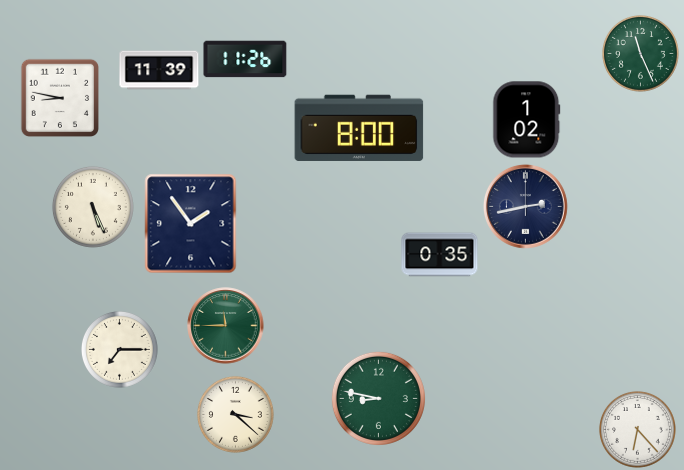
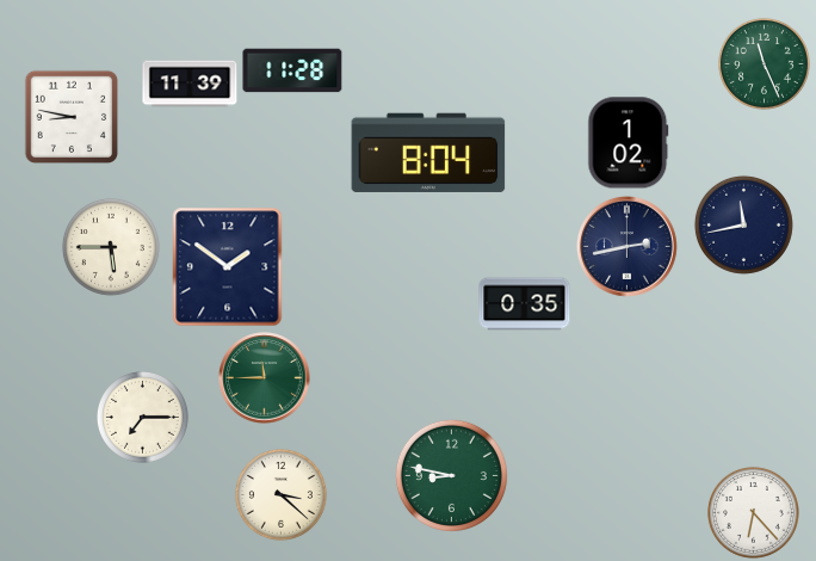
clock at (245, 59): 11:26 -> 11:28
clock at (359, 128): 8:00 -> 8:04
clock at (743, 224): none -> 11:43
clock at (93, 207): 5:26 -> 5:45
clock at (191, 224): 1:54 -> 1:51
clock at (226, 326) position: (226, 326) -> (265, 378)
clock at (637, 429) position: (637, 429) -> (753, 512)
